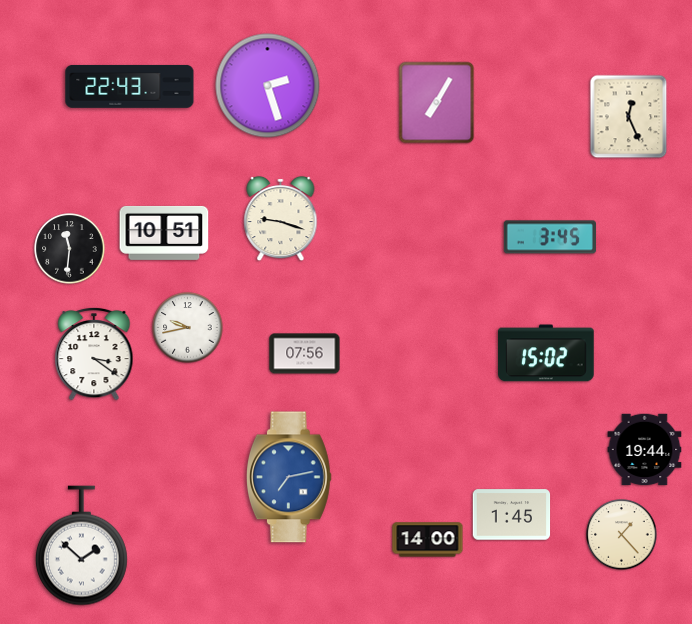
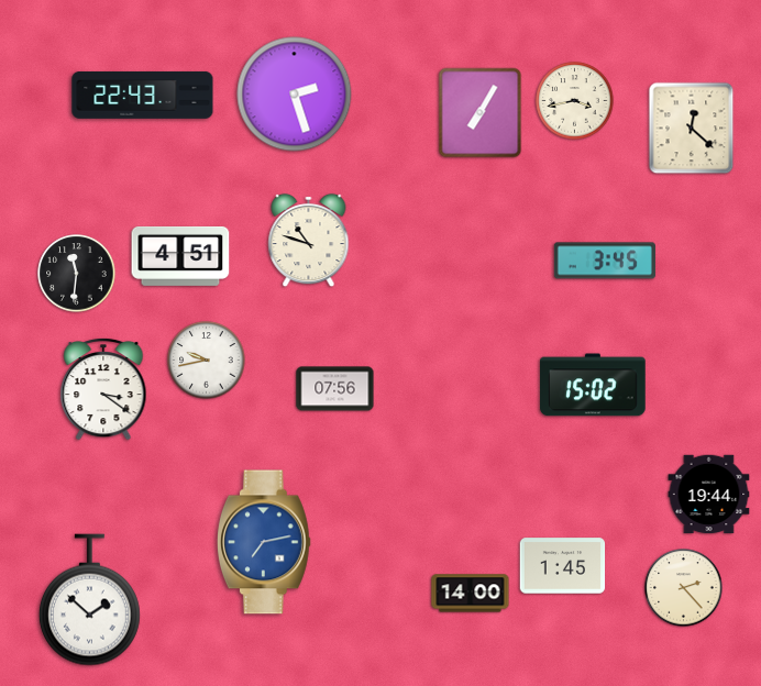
clock at (575, 101): none -> 3:43
clock at (629, 117): 12:26 -> 12:22
clock at (281, 219): 9:18 -> 10:48
clock at (164, 233): 10:51 -> 4:51
clock at (546, 353) position: (546, 353) -> (593, 385)
clock at (289, 477) position: (289, 477) -> (264, 542)
clock at (622, 535): 1:23 -> 2:23
